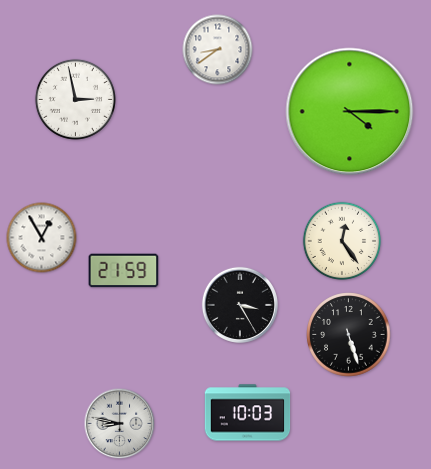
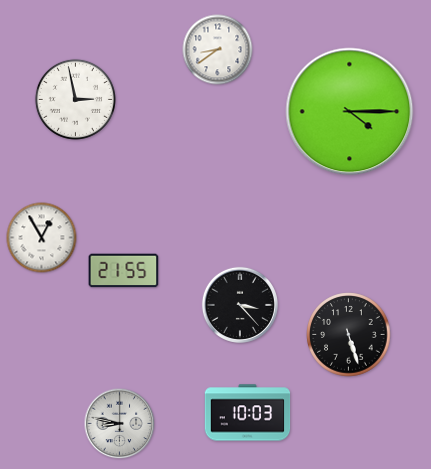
clock at (342, 241): 12:24 -> none
clock at (124, 271): 21:59 -> 21:55
clock at (240, 305): 3:25 -> 3:23
